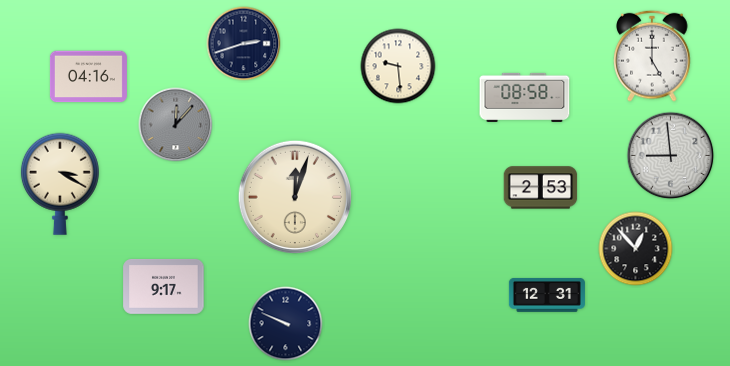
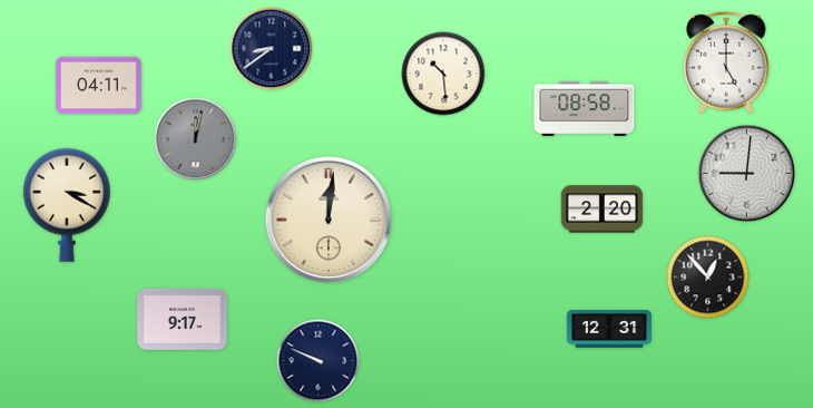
clock at (244, 44): 2:42 -> 8:39
clock at (398, 66): 9:29 -> 10:29
clock at (88, 77): 04:16 -> 04:11
clock at (176, 125): 12:07 -> 12:02
clock at (671, 156): 8:59 -> 9:01
clock at (541, 188): 2:53 -> 2:20
clock at (294, 196): 12:03 -> 12:01
